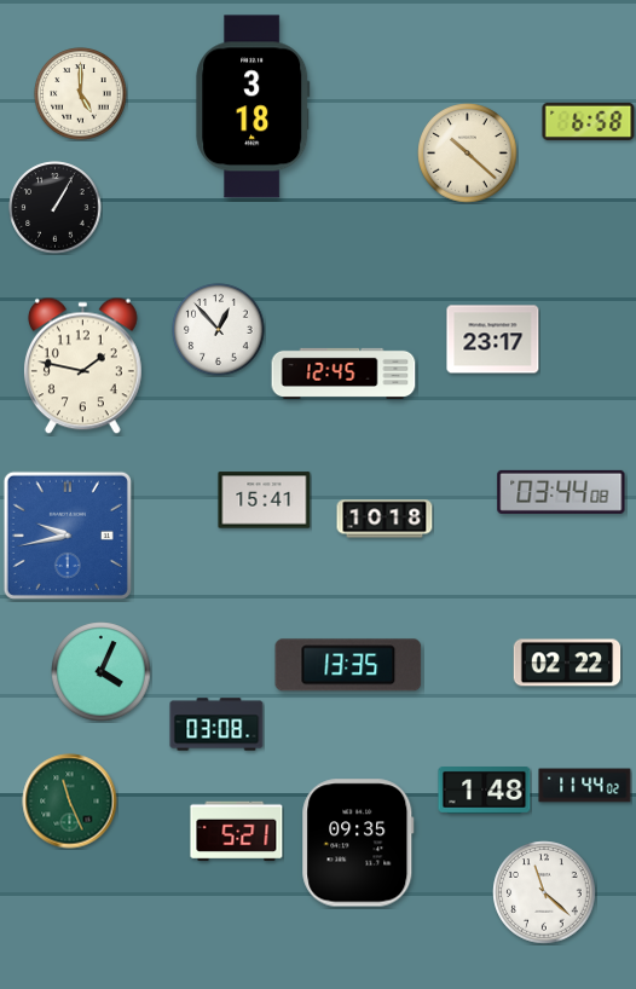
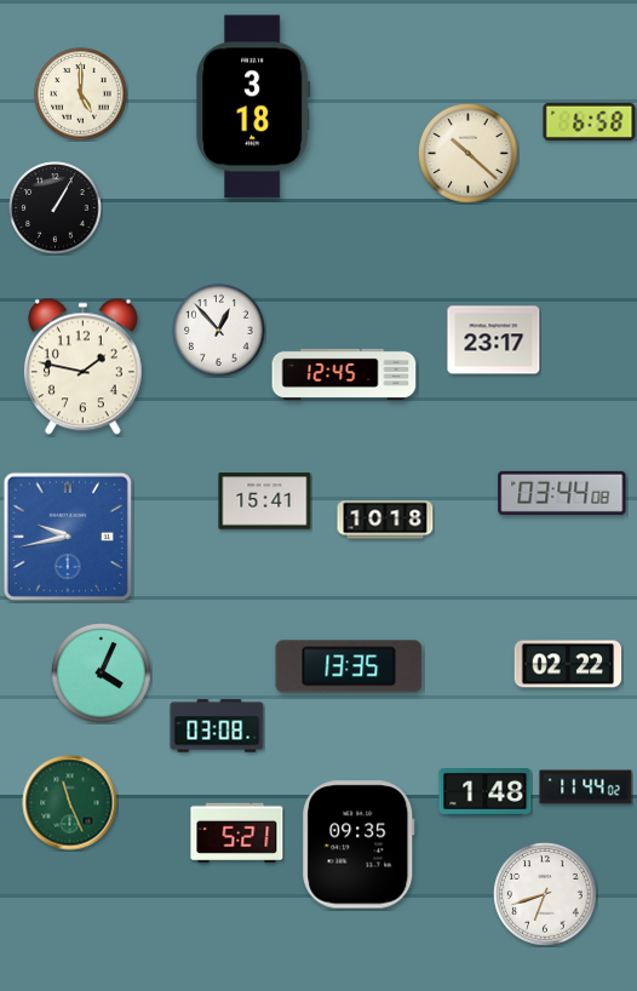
clock at (544, 892): 11:22 -> 6:42
